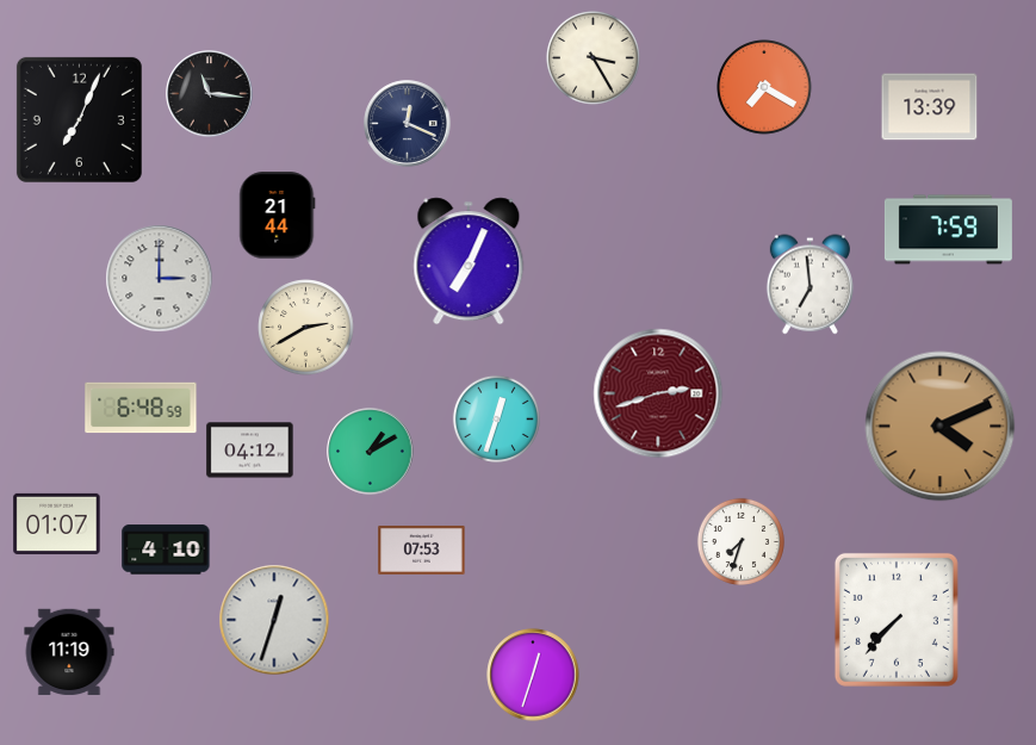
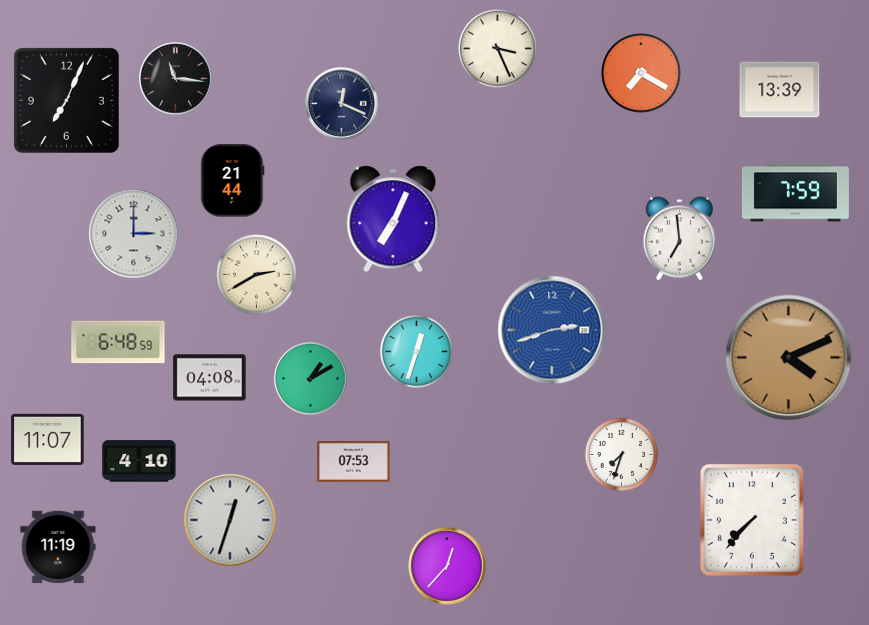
clock at (594, 58): 3:25 -> 3:26
clock at (658, 393) dial: burgundy -> blue
clock at (250, 451): 04:12 -> 04:08
clock at (57, 523): 01:07 -> 11:07
clock at (533, 675): 12:33 -> 12:37
